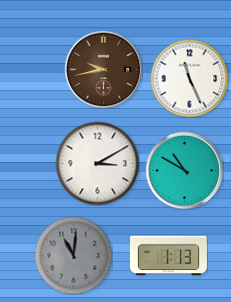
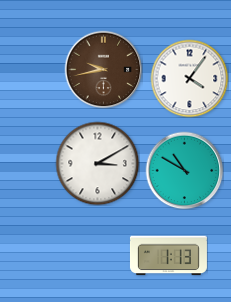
clock at (189, 78): 11:26 -> 4:06
clock at (73, 255): 11:01 -> none
